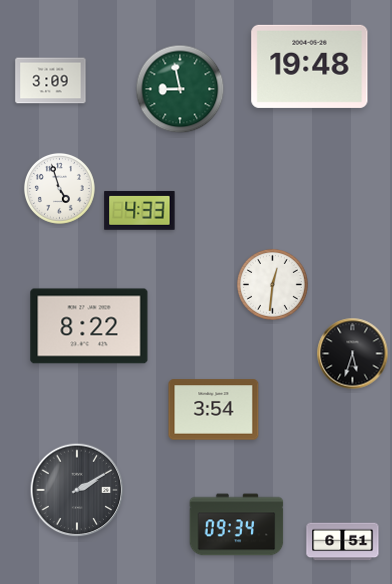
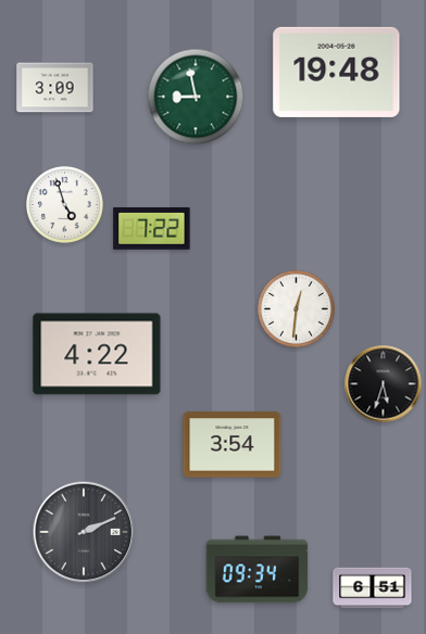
clock at (140, 210): 4:33 -> 7:22
clock at (89, 326): 8:22 -> 4:22
clock at (77, 490): 2:10 -> 2:11
